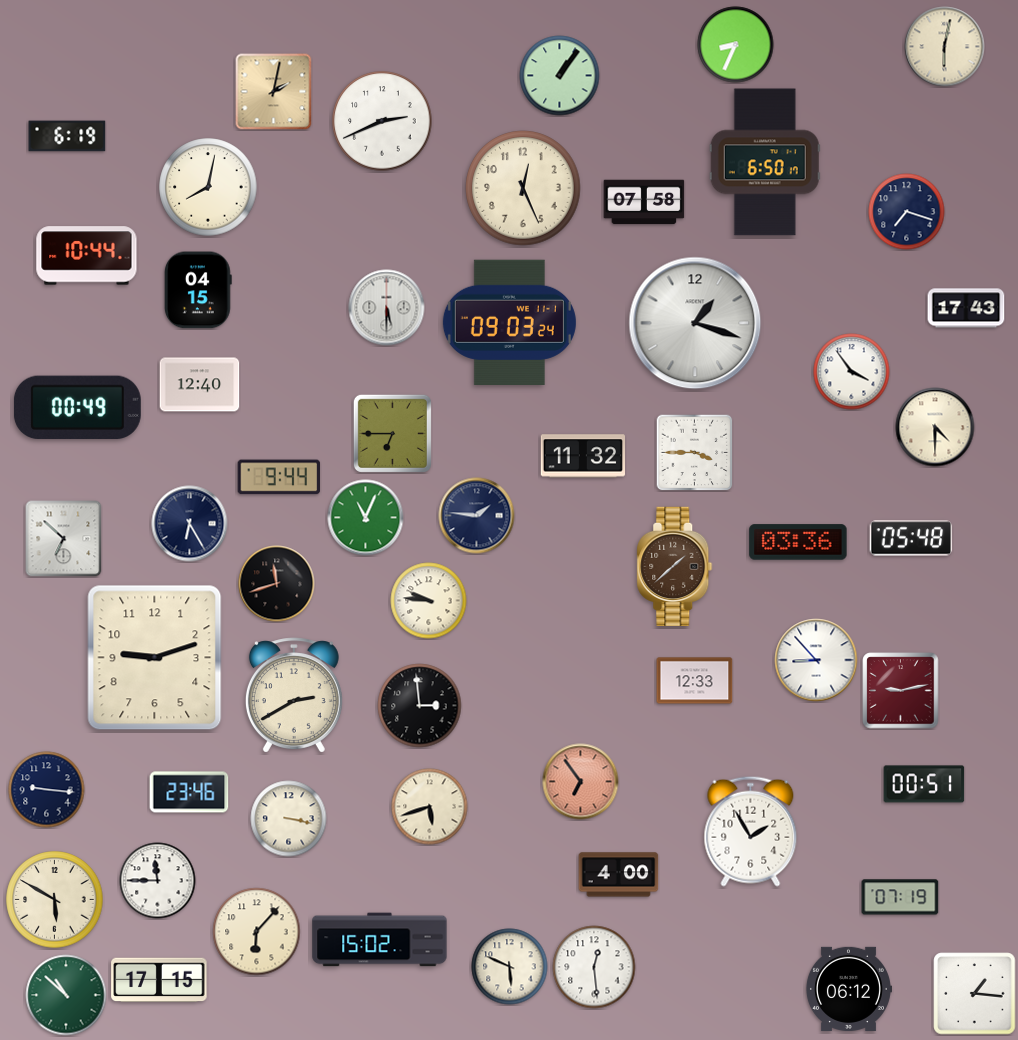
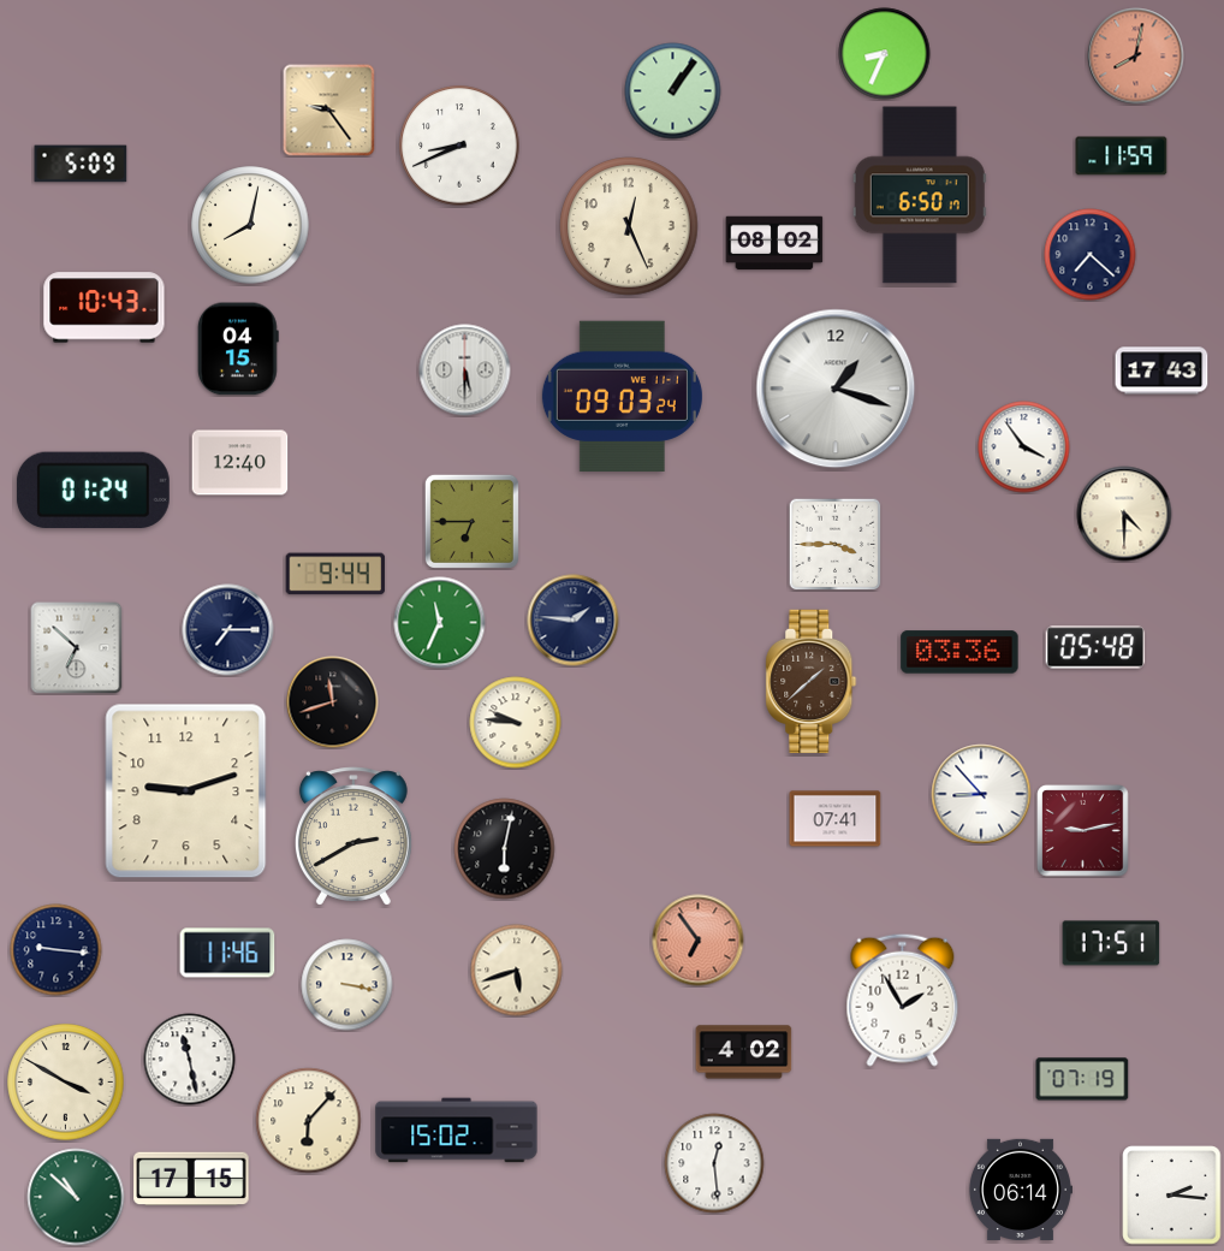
clock at (945, 47): 6:02 -> 8:02
clock at (945, 47) dial: cream -> salmon
clock at (274, 92): 2:02 -> 9:24
clock at (382, 121): 2:41 -> 8:41
clock at (1122, 156): none -> 11:59
clock at (67, 136): 6:19 -> 5:09
clock at (644, 202): 07:58 -> 08:02
clock at (907, 212): 7:18 -> 7:22
clock at (87, 256): 10:44 -> 10:43
clock at (509, 322) position: (509, 322) -> (622, 396)
clock at (77, 408): 00:49 -> 01:24
clock at (582, 456): 11:32 -> none
clock at (366, 518): 11:04 -> 11:34
clock at (190, 524): 6:25 -> 7:15
clock at (695, 681): 12:33 -> 07:41
clock at (420, 706): 2:59 -> 6:02
clock at (924, 784): 00:51 -> 17:51
clock at (189, 792): 23:46 -> 11:46
clock at (619, 875): 4:00 -> 4:02
clock at (158, 881): 11:45 -> 11:28
clock at (55, 900): 5:50 -> 3:50
clock at (510, 967): 5:49 -> none
clock at (848, 988): 06:12 -> 06:14
clock at (975, 994): 1:16 -> 2:16
clock at (66, 995) position: (66, 995) -> (76, 1197)
